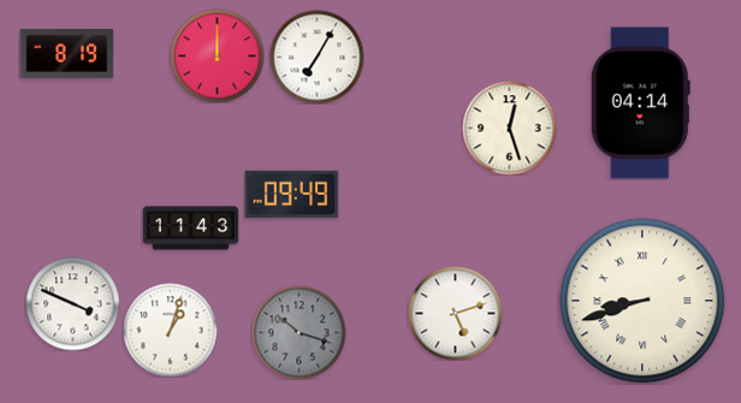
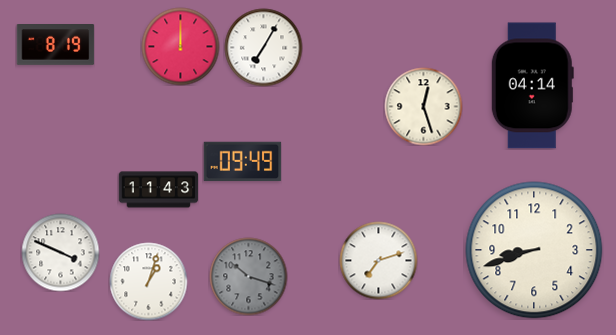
clock at (642, 301) numerals: Roman -> Arabic
clock at (455, 313): 5:12 -> 7:12
clock at (170, 330) position: (170, 330) -> (148, 281)
